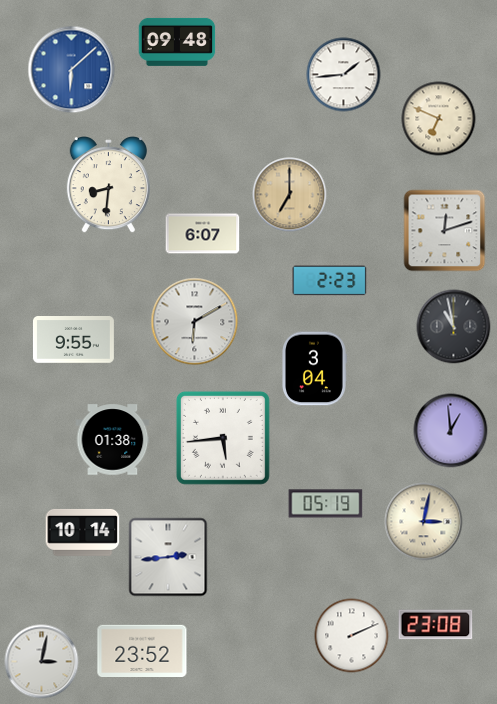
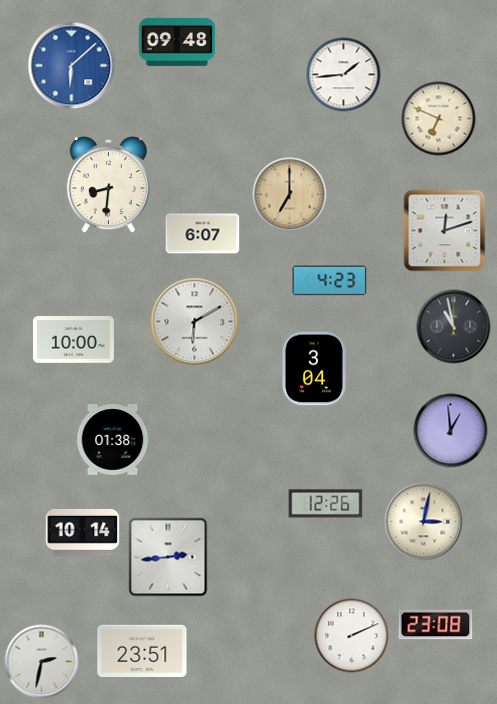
clock at (72, 70) position: (72, 70) -> (72, 66)
clock at (330, 281): 2:23 -> 4:23
clock at (73, 340): 9:55 -> 10:00
clock at (223, 438): 5:44 -> none
clock at (326, 504): 05:19 -> 12:26
clock at (142, 650): 23:52 -> 23:51
clock at (42, 662): 3:02 -> 2:32
